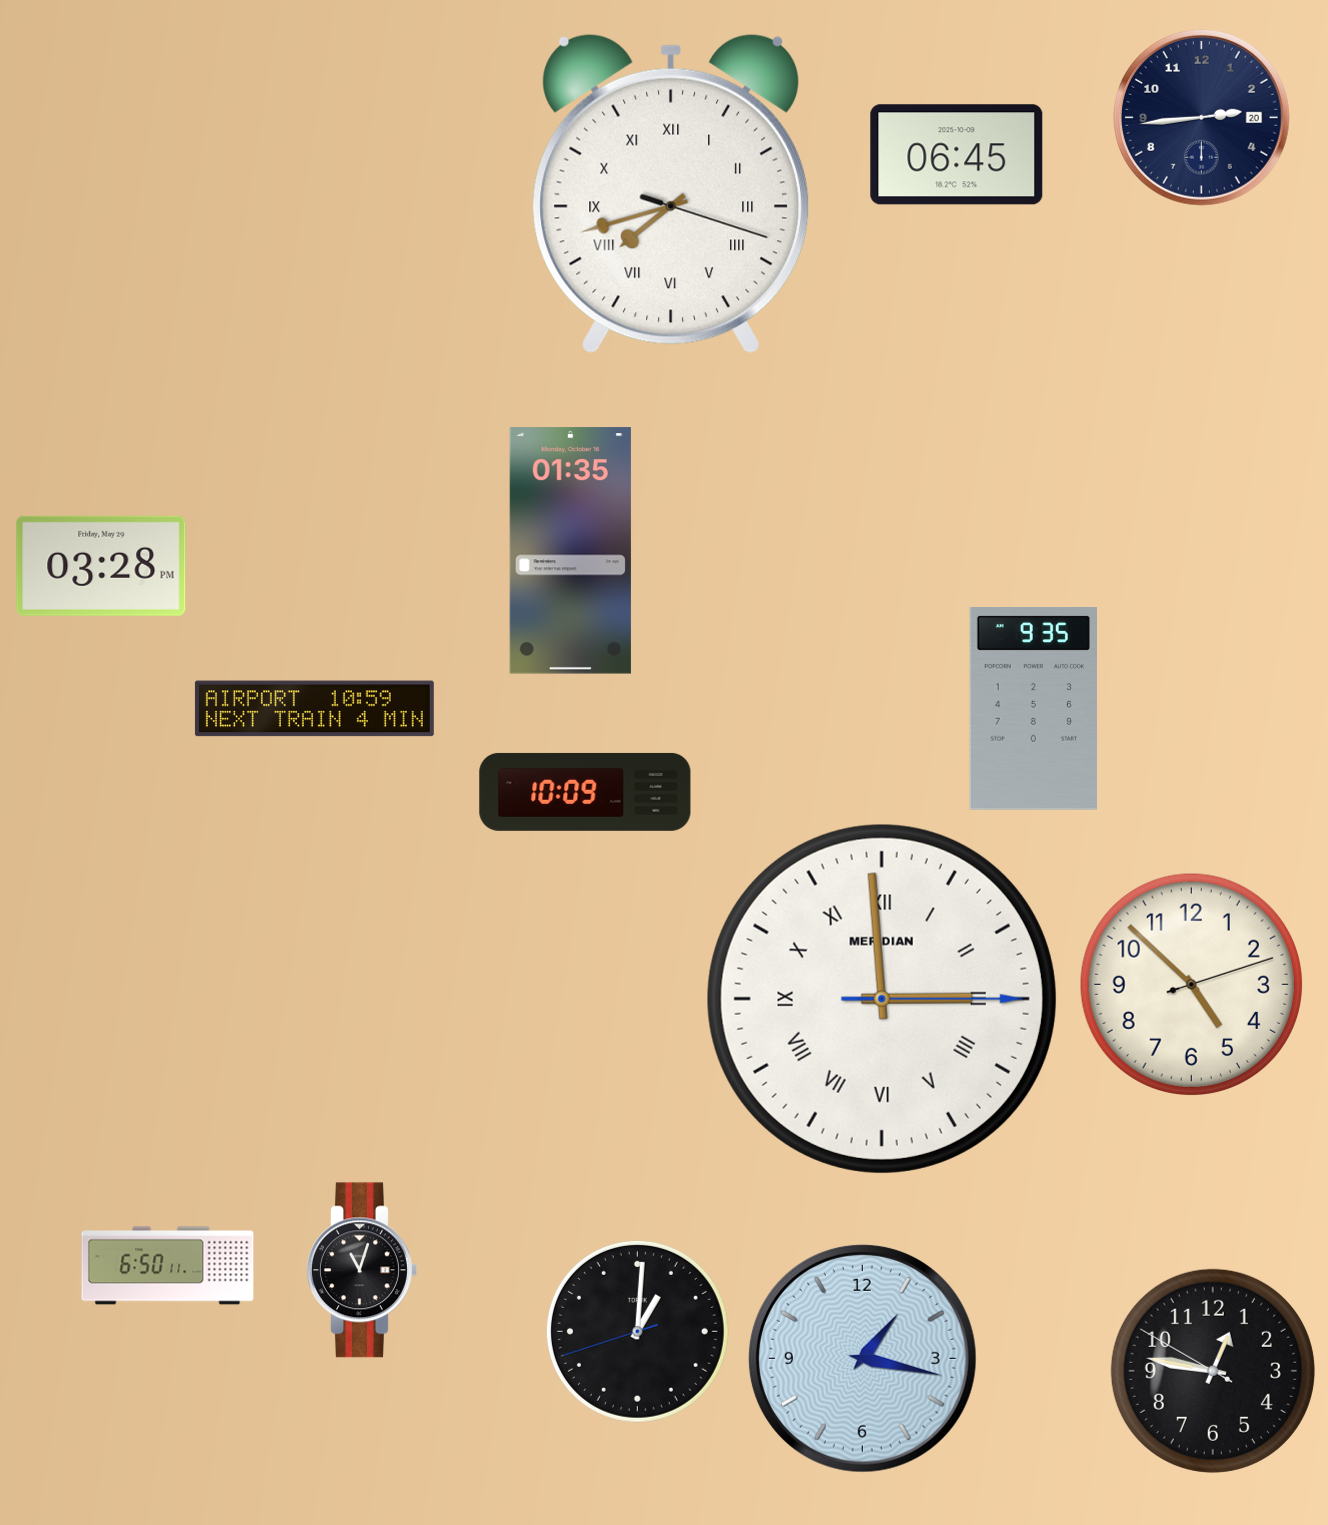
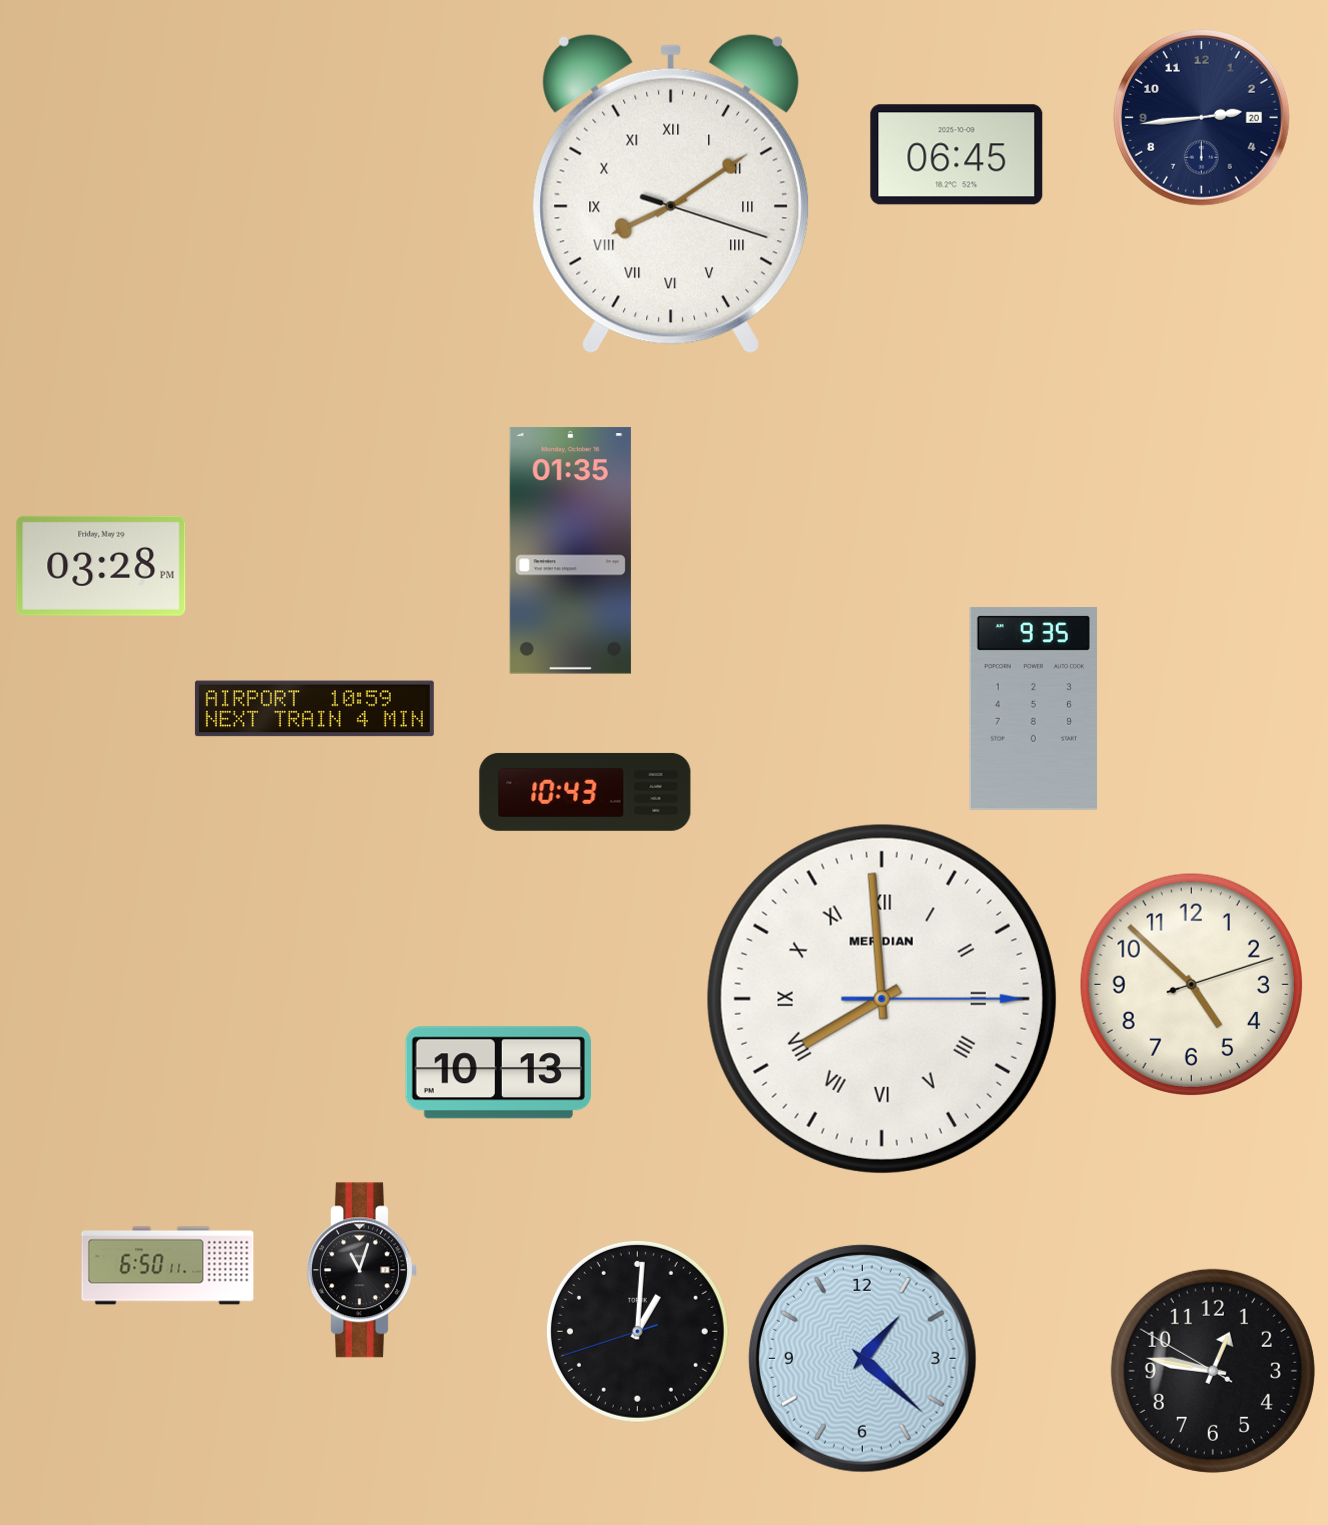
clock at (671, 194): 7:42 -> 8:09
clock at (585, 792): 10:09 -> 10:43
clock at (882, 999): 2:59 -> 7:59
clock at (498, 1073): none -> 10:13
clock at (862, 1358): 1:17 -> 1:22
